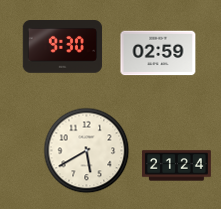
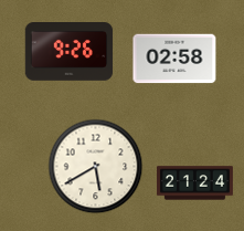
clock at (63, 47): 9:30 -> 9:26
clock at (158, 53): 02:59 -> 02:58
